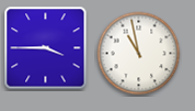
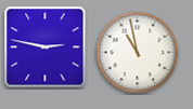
clock at (46, 48): 3:45 -> 2:47
